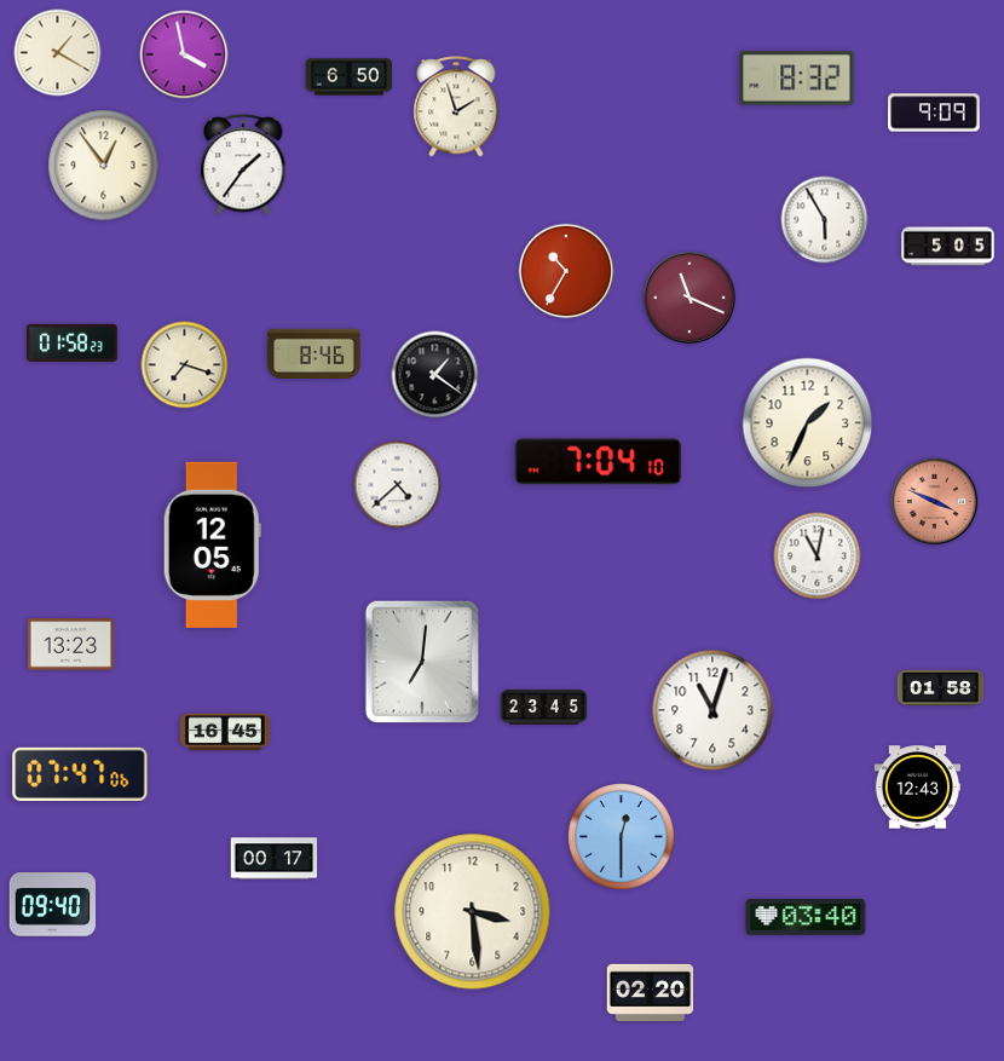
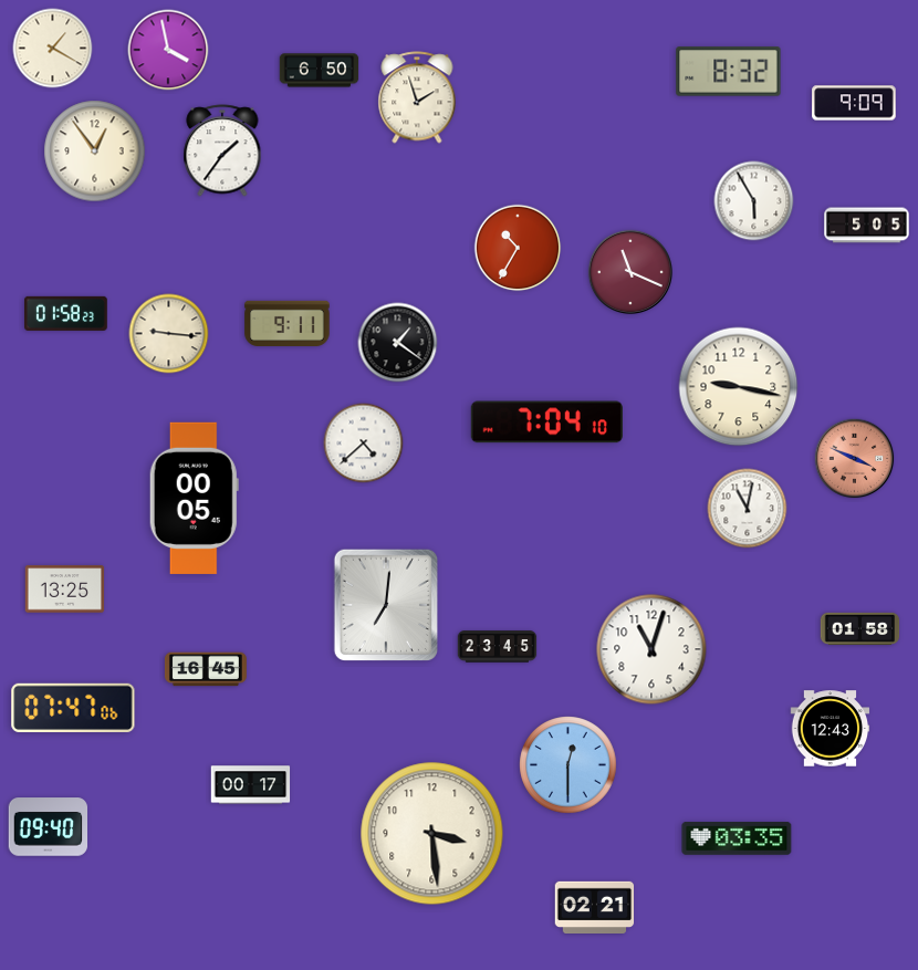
clock at (315, 353): 8:46 -> 9:11
clock at (185, 365): 7:18 -> 9:16
clock at (808, 423): 1:34 -> 9:17
clock at (212, 544): 12:05 -> 00:05
clock at (71, 645): 13:23 -> 13:25
clock at (918, 788) position: (918, 788) -> (831, 729)
clock at (806, 917): 03:40 -> 03:35
clock at (651, 992): 02:20 -> 02:21
